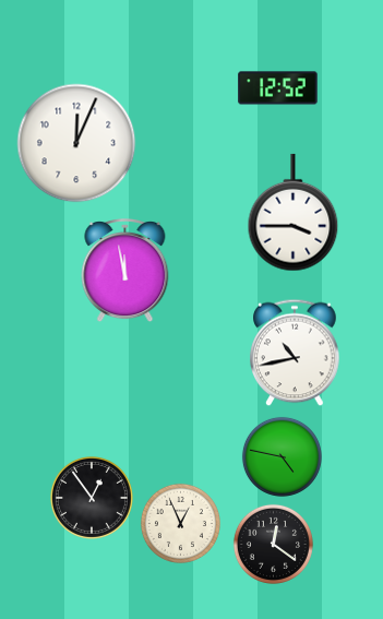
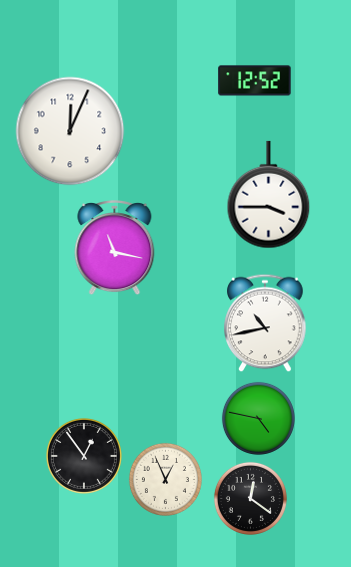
clock at (125, 272): 11:58 -> 11:17
clock at (295, 353) position: (295, 353) -> (265, 323)
